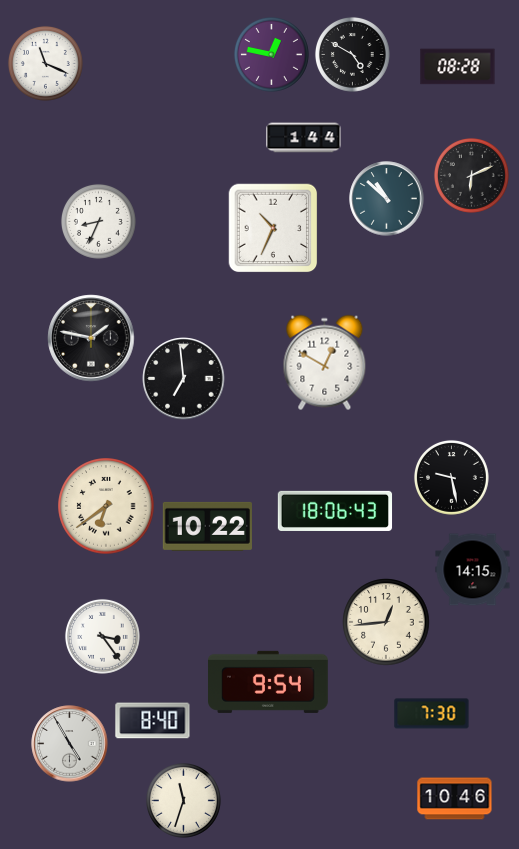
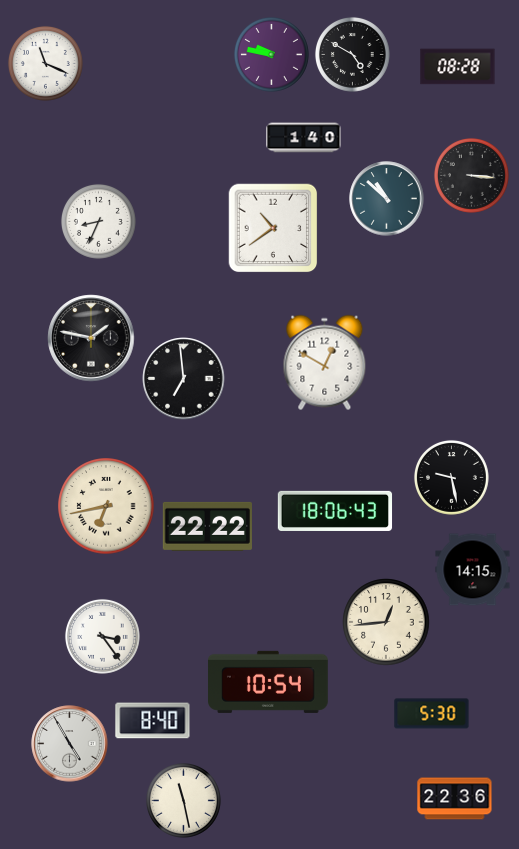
clock at (271, 54): 12:47 -> 9:47
clock at (304, 138): 1:44 -> 1:40
clock at (471, 175): 6:11 -> 3:16
clock at (273, 228): 10:34 -> 10:39
clock at (106, 506): 6:39 -> 6:43
clock at (207, 526): 10:22 -> 22:22
clock at (269, 682): 9:54 -> 10:54
clock at (432, 714): 7:30 -> 5:30
clock at (455, 799): 10:46 -> 22:36
clock at (183, 800): 11:33 -> 11:28
